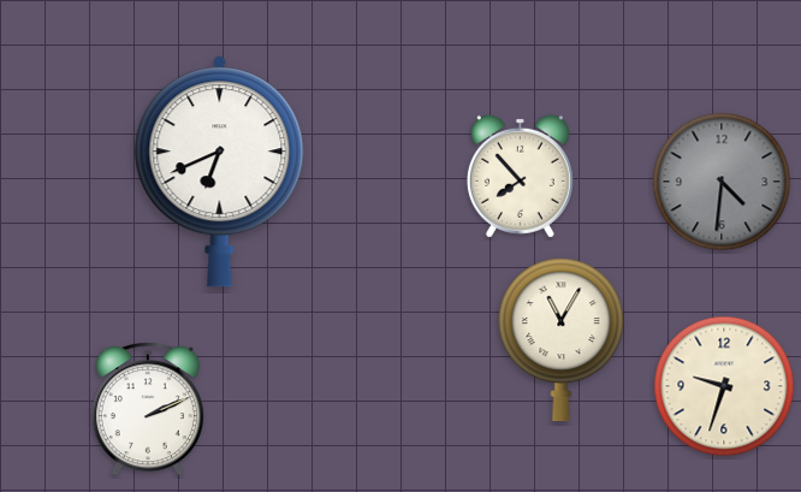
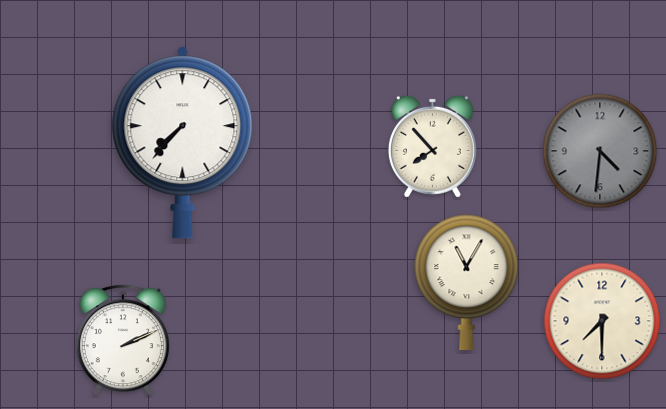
clock at (220, 172): 6:41 -> 7:37
clock at (724, 386): 9:33 -> 7:30
